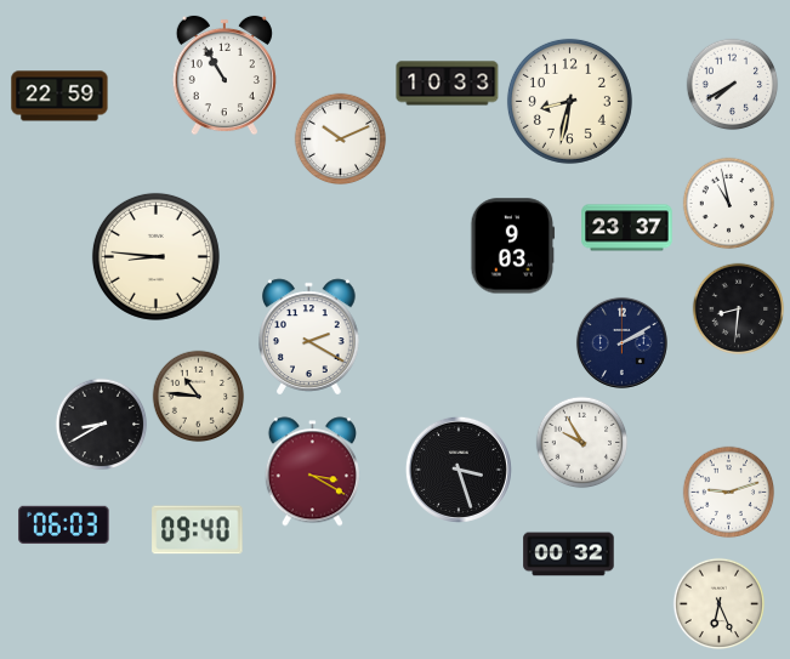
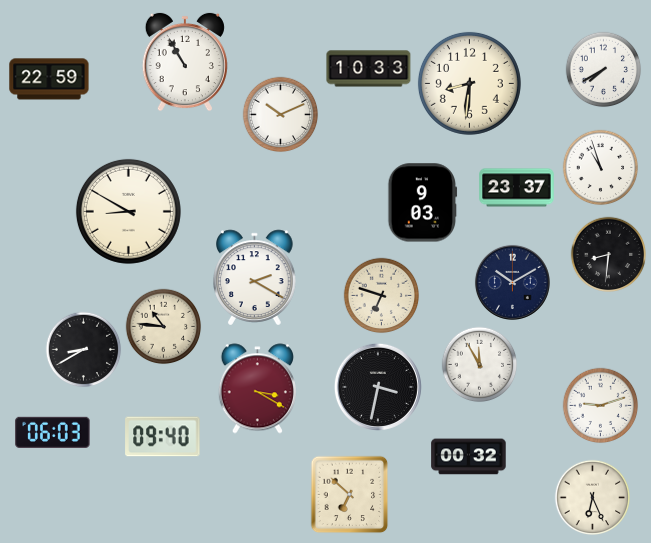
clock at (569, 101): 8:32 -> 8:31
clock at (729, 204): 10:58 -> 10:57
clock at (155, 256): 8:46 -> 8:50
clock at (621, 342): 2:10 -> 10:10
clock at (382, 296): none -> 6:48
clock at (582, 443): 9:55 -> 11:55
clock at (459, 470): 3:27 -> 3:32
clock at (350, 495): none -> 6:52
